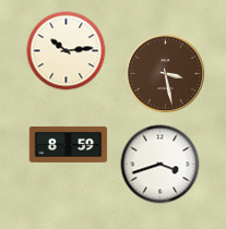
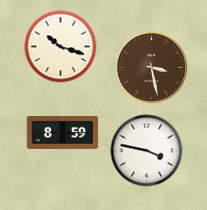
clock at (67, 51): 10:14 -> 10:18
clock at (160, 165): 3:42 -> 3:47
